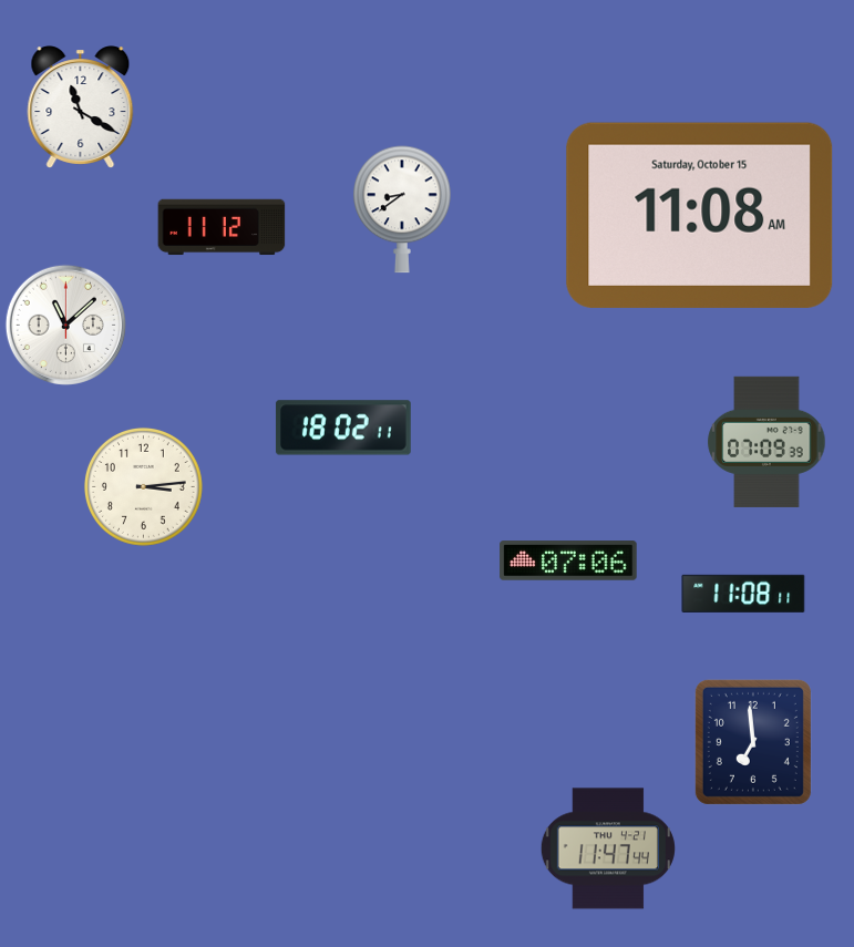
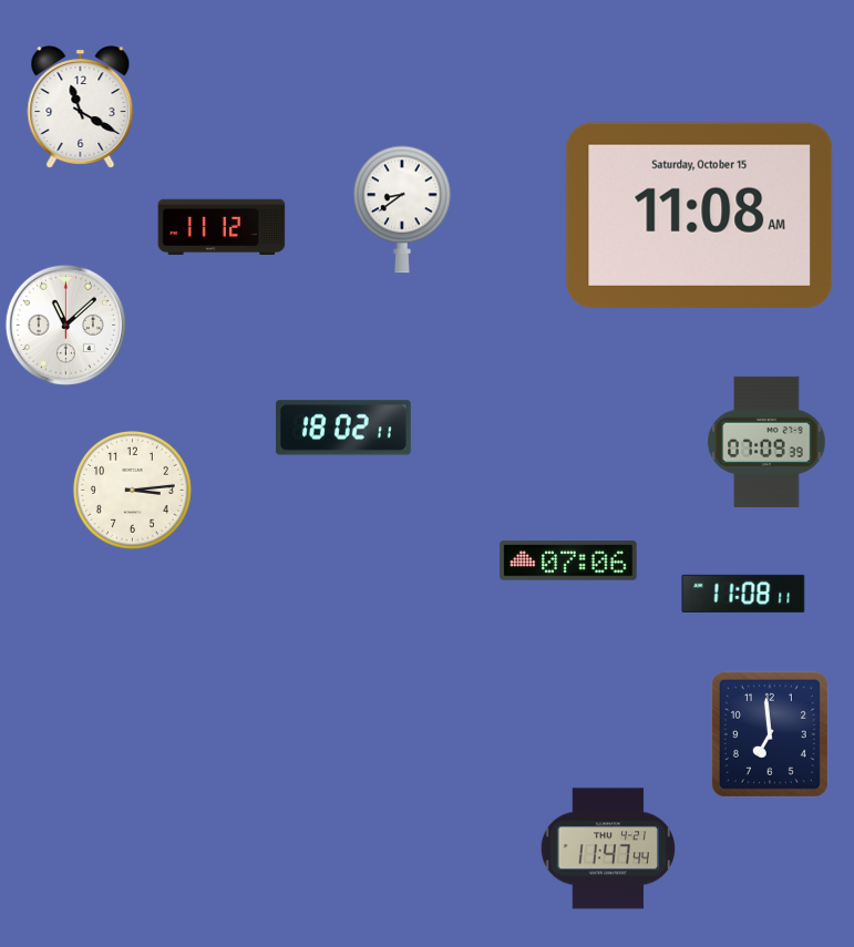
clock at (143, 486) position: (143, 486) -> (132, 490)
clock at (753, 742) position: (753, 742) -> (770, 734)
